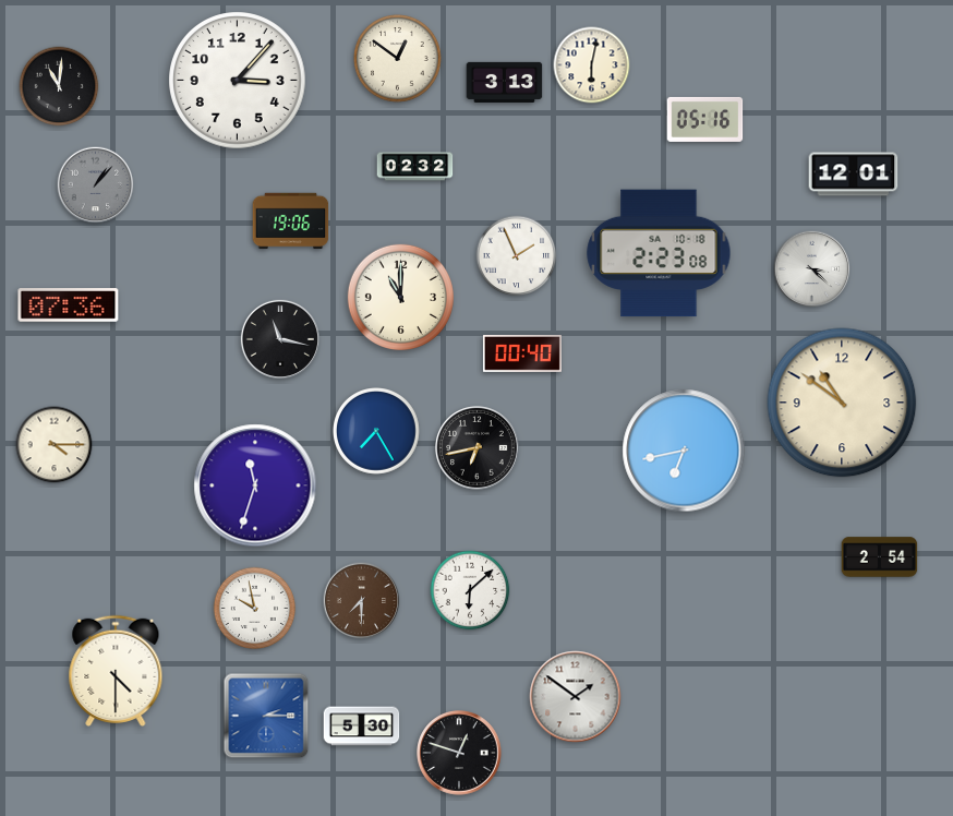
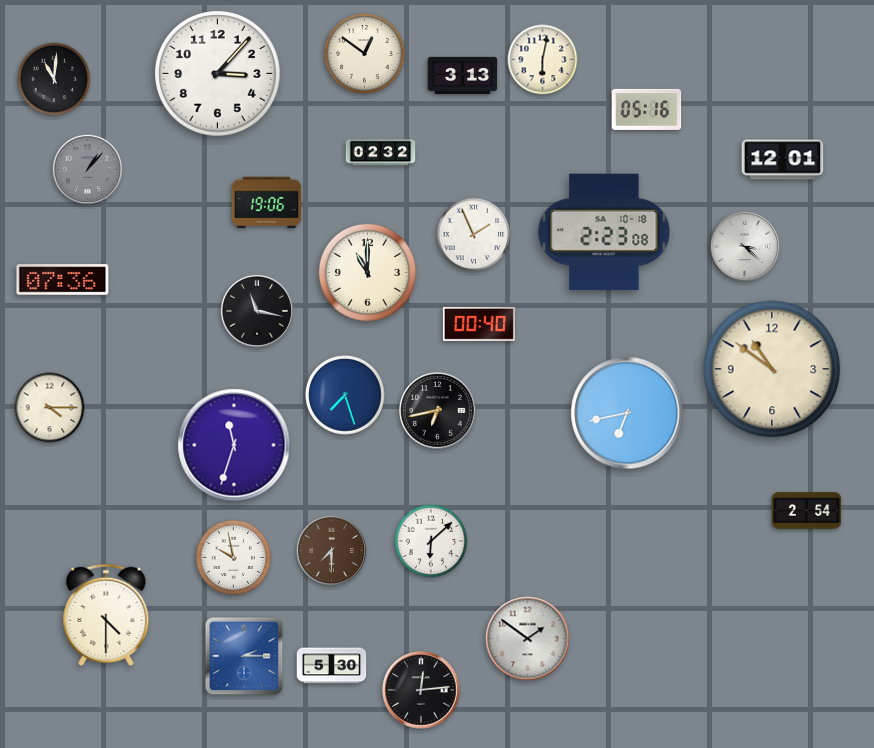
clock at (377, 432): 7:25 -> 7:27
clock at (459, 753): 12:48 -> 12:14
